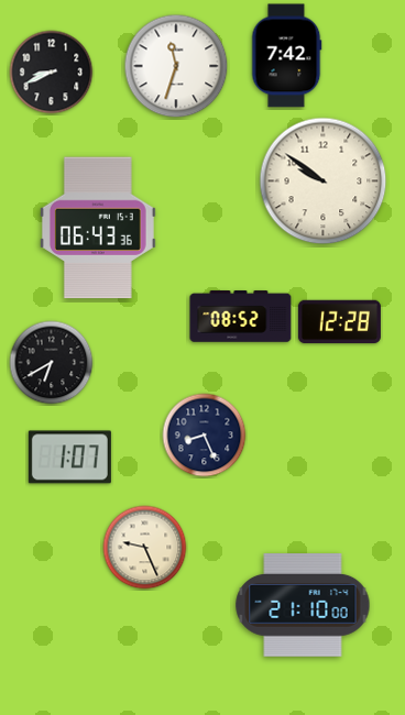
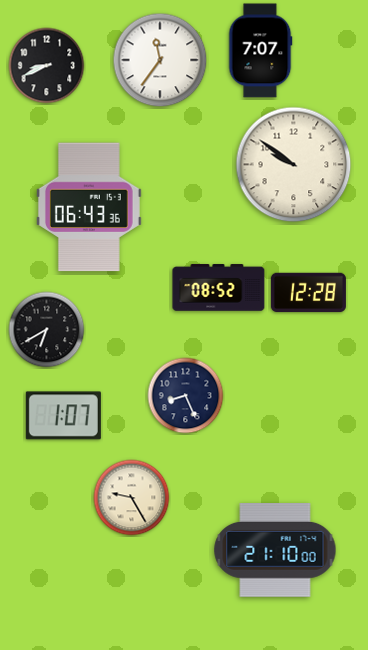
clock at (286, 56): 7:42 -> 7:07
clock at (176, 66): 11:33 -> 11:36
clock at (145, 548): 9:26 -> 9:25
